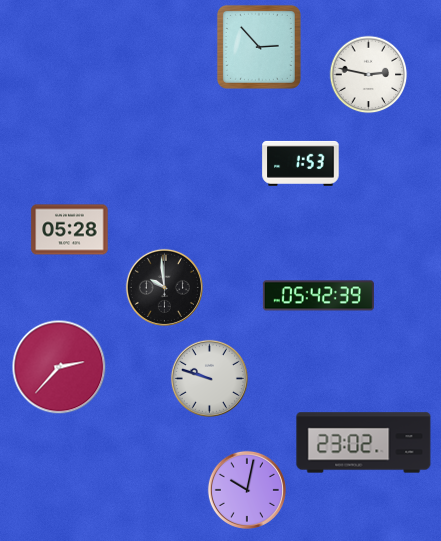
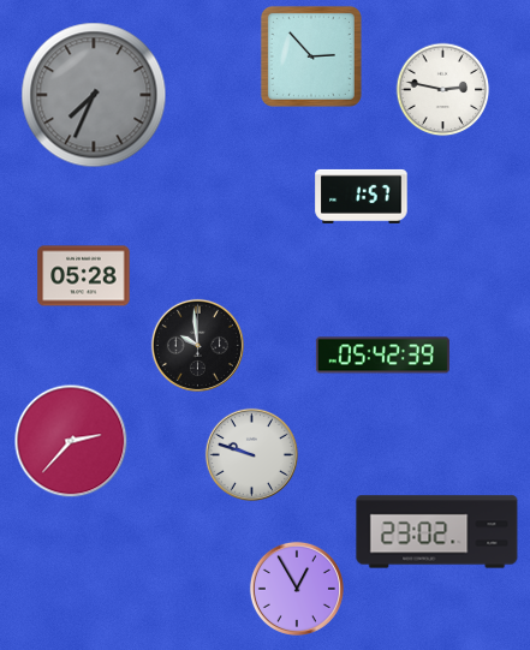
clock at (94, 95): none -> 7:34
clock at (301, 163): 1:53 -> 1:57
clock at (247, 490): 10:02 -> 12:55
